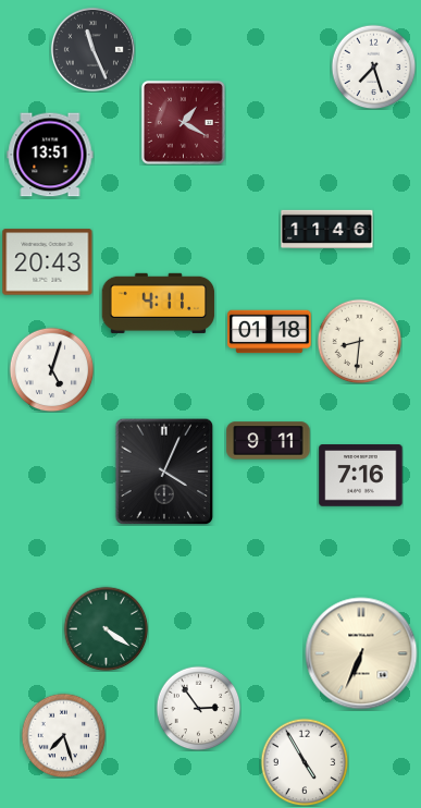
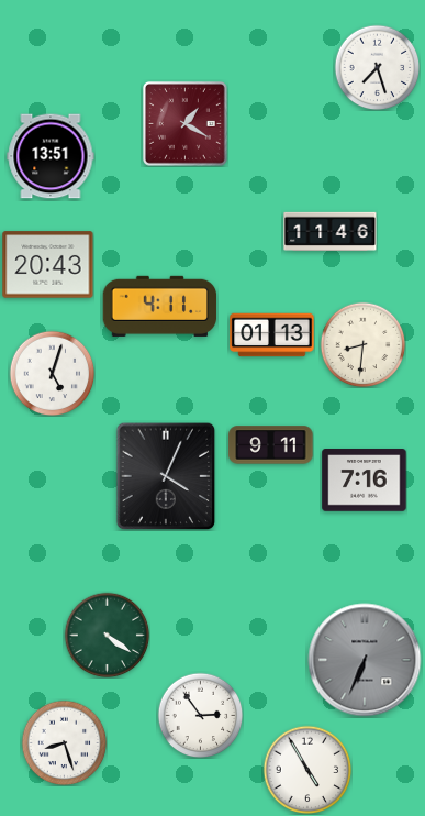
clock at (92, 49): 11:26 -> none
clock at (270, 332): 01:18 -> 01:13
clock at (361, 653) dial: cream -> grey
clock at (63, 735): 7:27 -> 8:27
